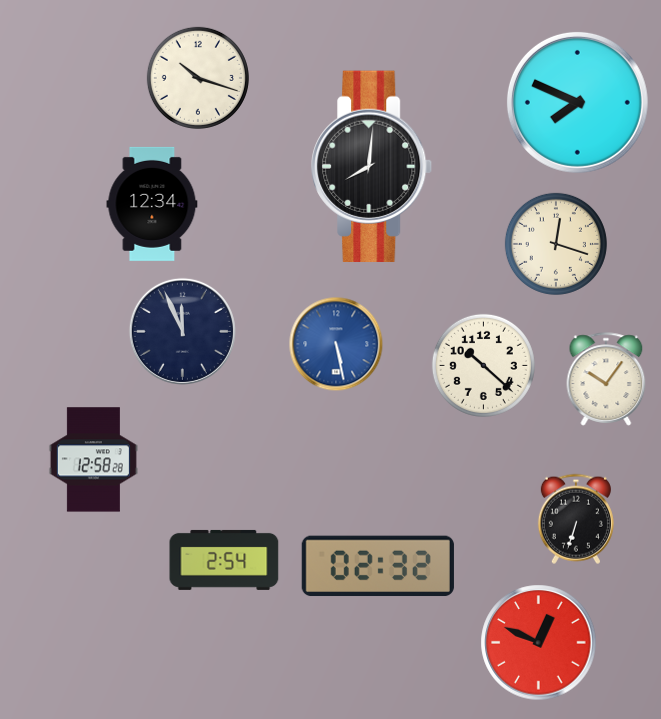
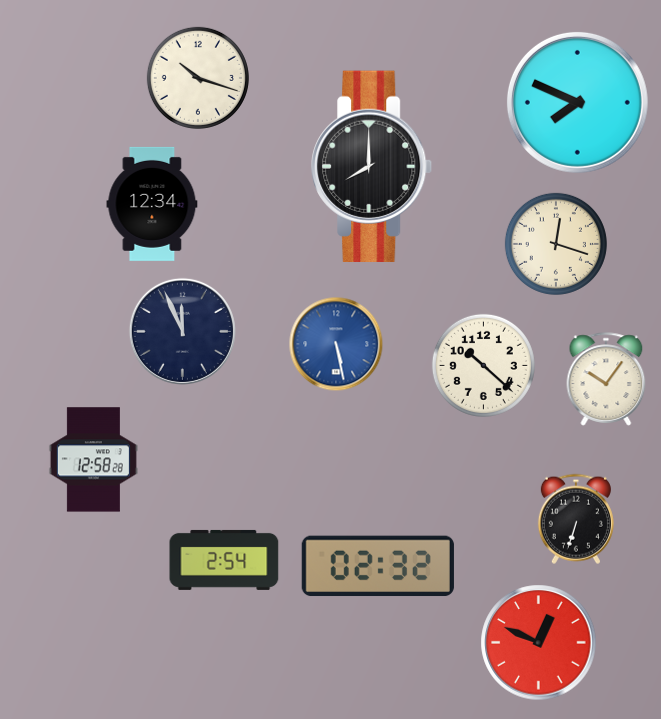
clock at (372, 166): 8:01 -> 8:00
